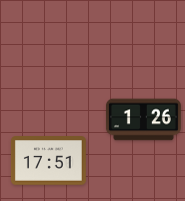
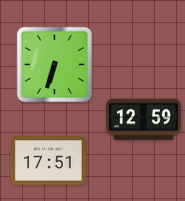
clock at (55, 65): none -> 6:33
clock at (143, 120): 1:26 -> 12:59
